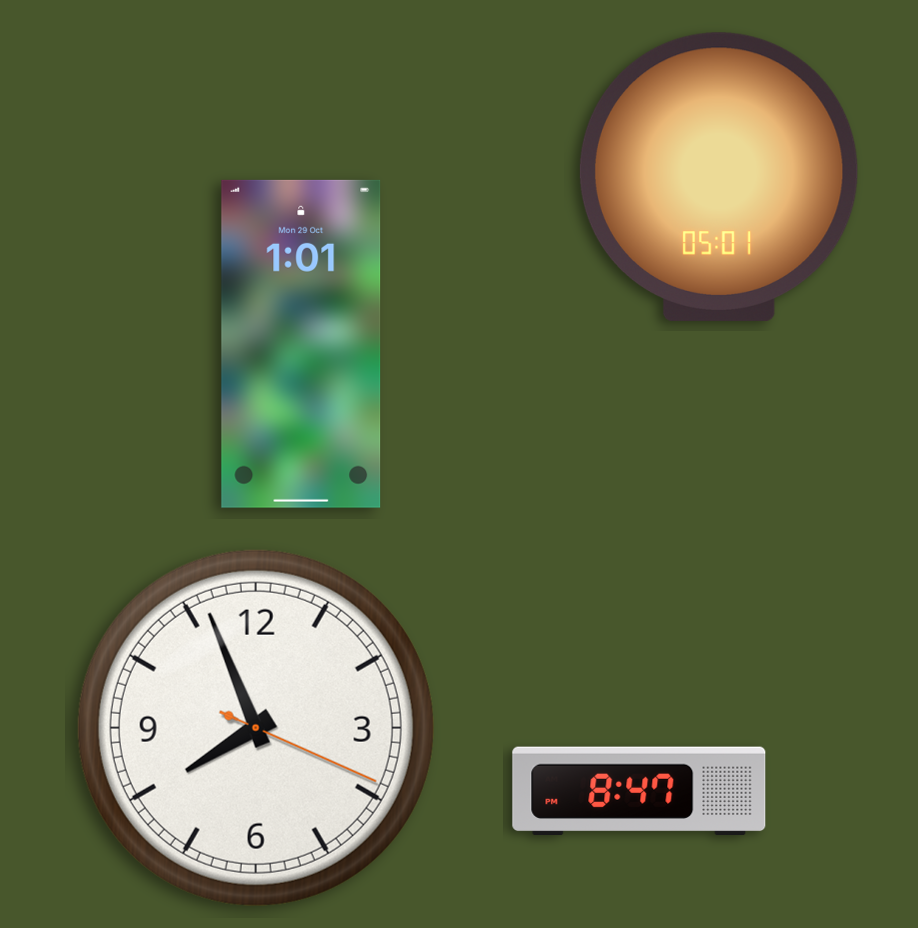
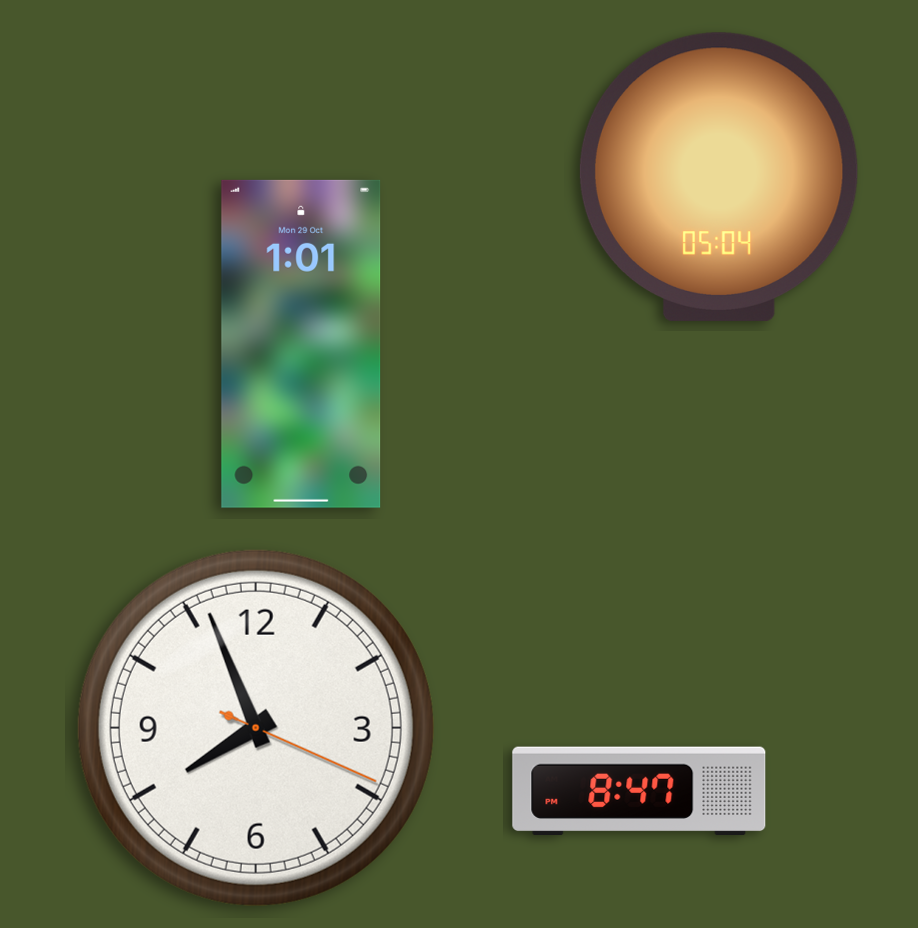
clock at (719, 177): 05:01 -> 05:04
